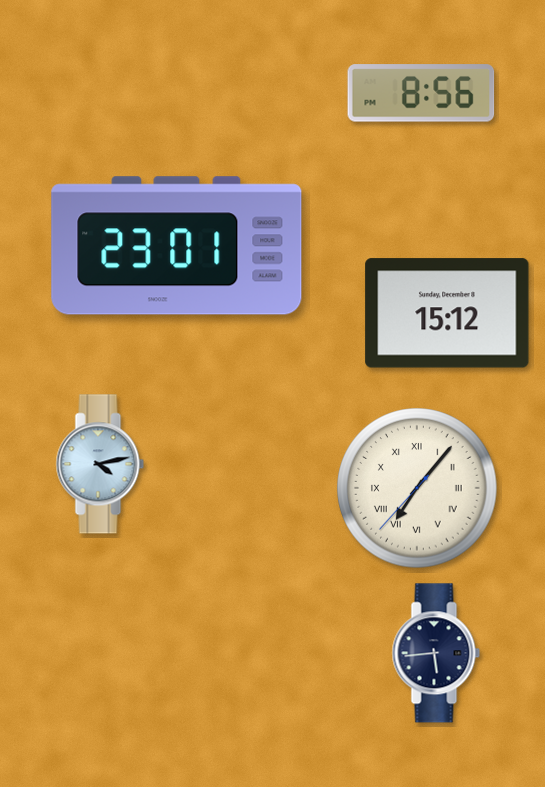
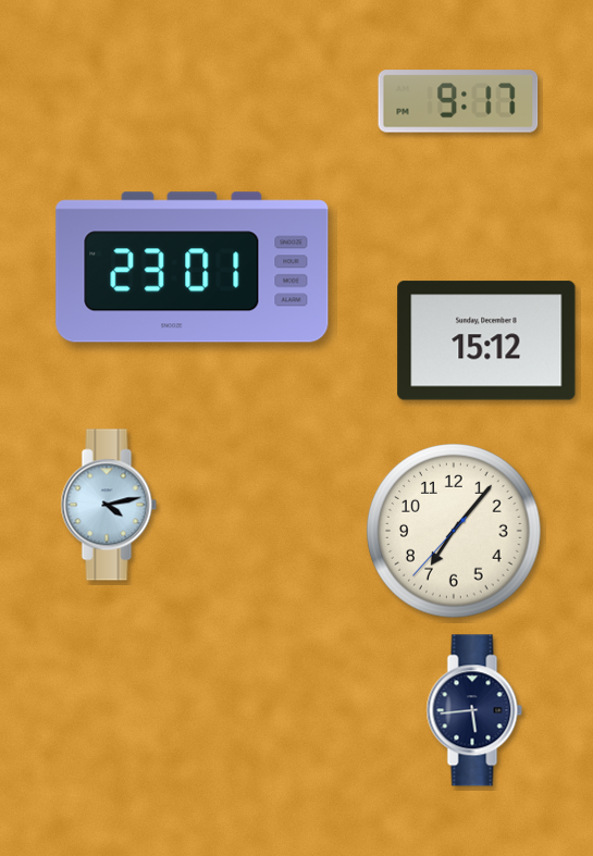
clock at (421, 93): 8:56 -> 9:17
clock at (417, 488) numerals: Roman -> Arabic
